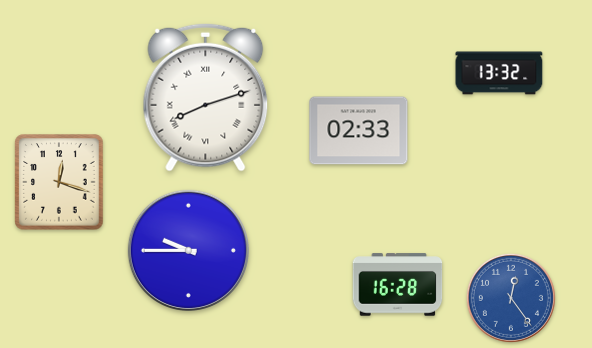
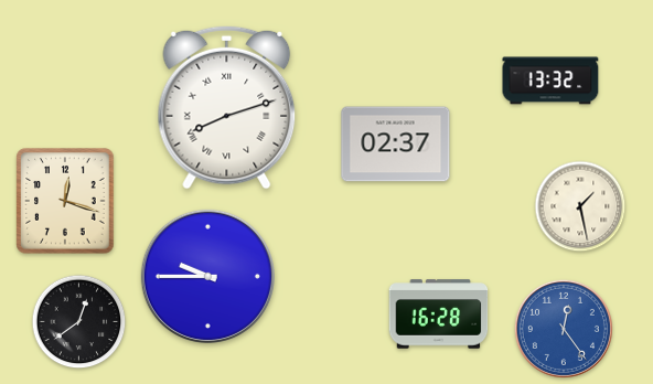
clock at (359, 131): 02:33 -> 02:37
clock at (580, 206): none -> 1:28
clock at (79, 322): none -> 12:39
